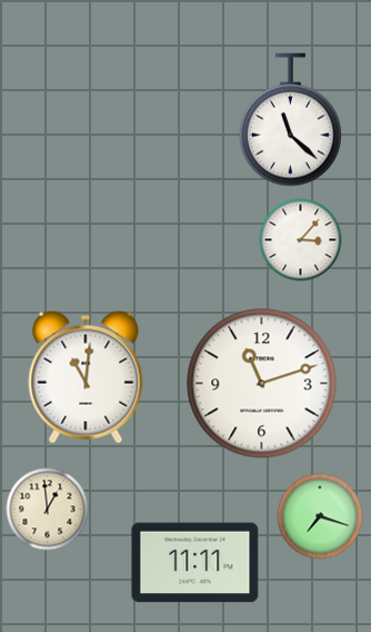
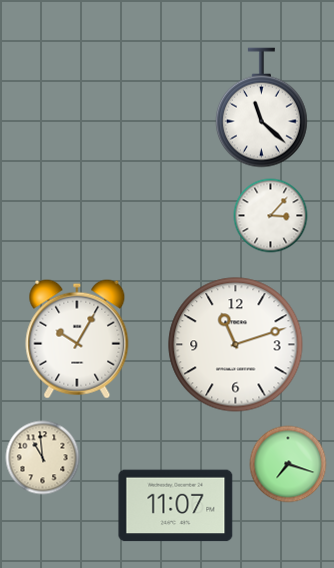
clock at (86, 377): 11:01 -> 10:05
clock at (48, 510): 12:59 -> 10:59
clock at (195, 563): 11:11 -> 11:07
